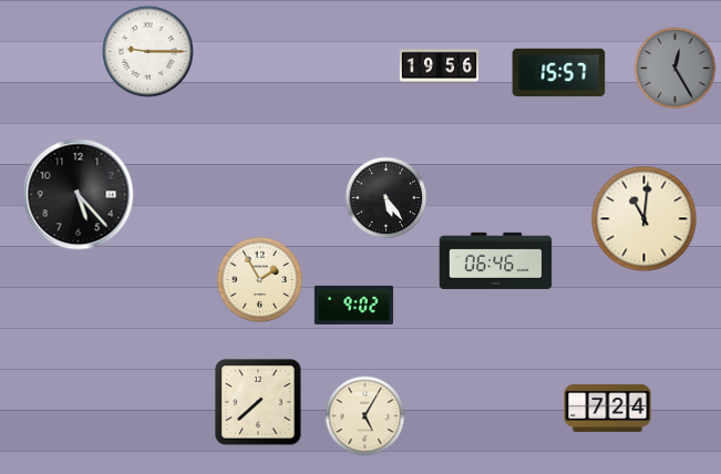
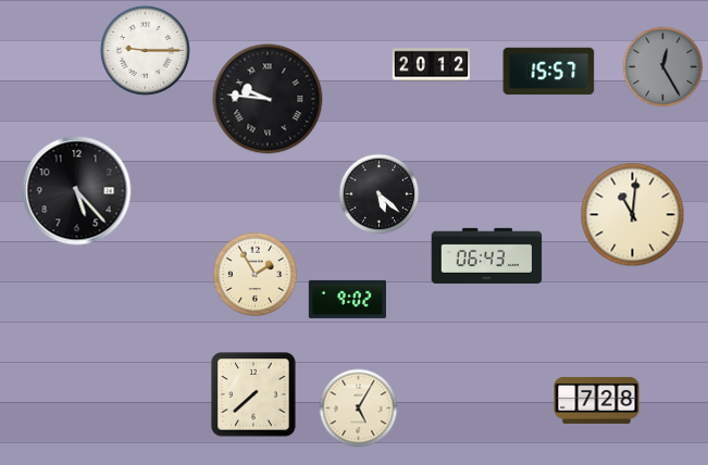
clock at (439, 66): 19:56 -> 20:12
clock at (268, 99): none -> 9:46
clock at (387, 198): 5:24 -> 5:22
clock at (496, 260): 06:46 -> 06:43
clock at (608, 408): 7:24 -> 7:28
